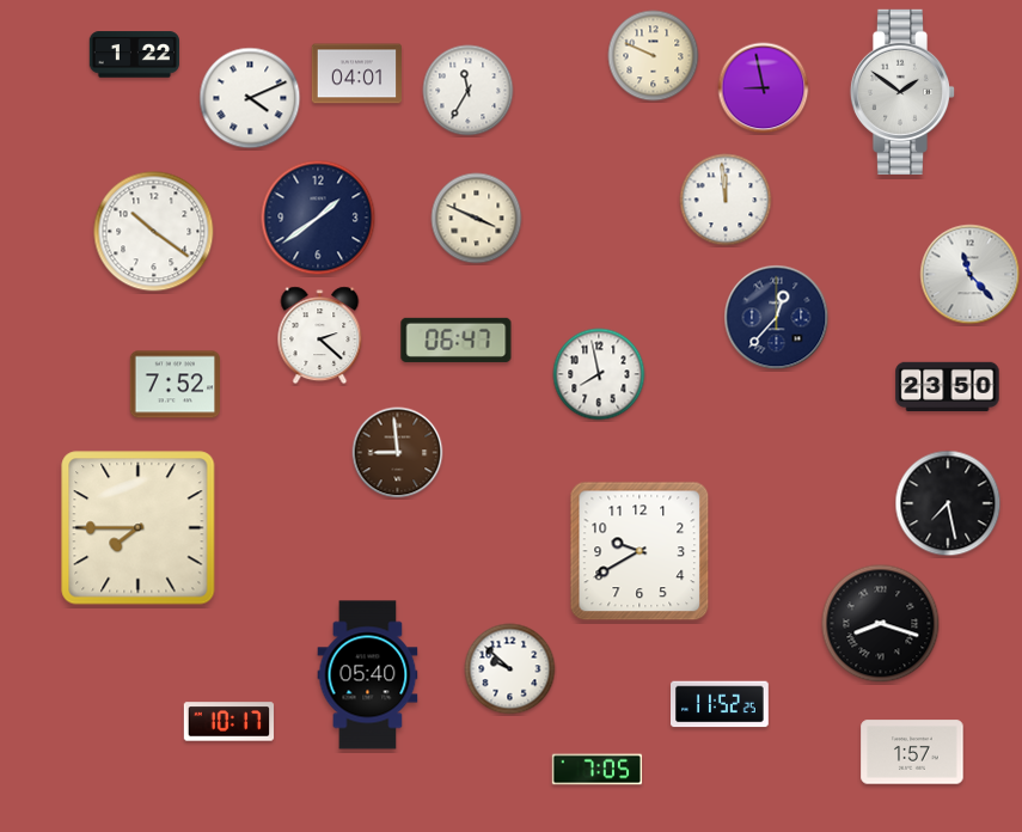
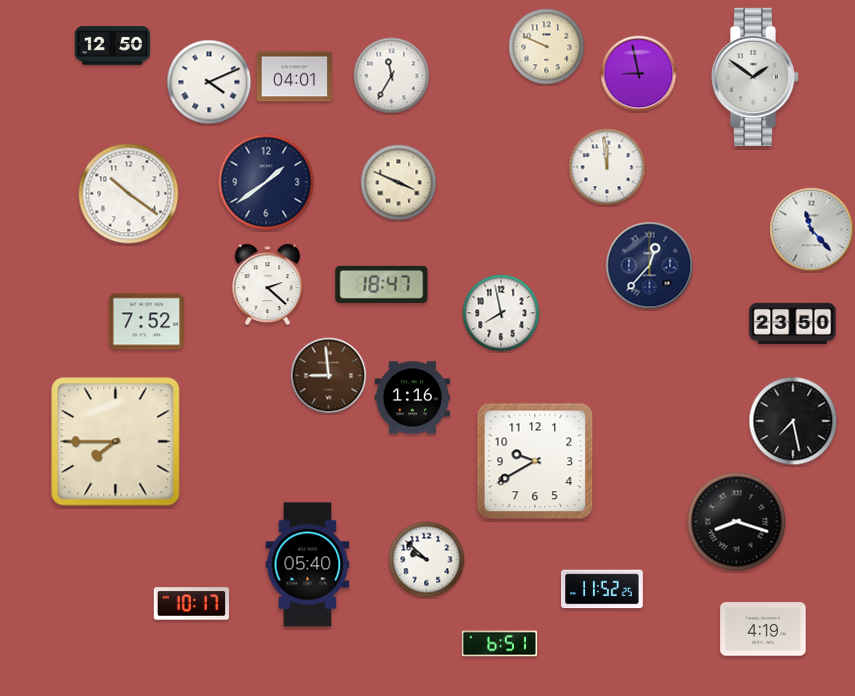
clock at (134, 55): 1:22 -> 12:50
clock at (356, 74) position: (356, 74) -> (294, 77)
clock at (320, 336) position: (320, 336) -> (268, 285)
clock at (457, 339): 06:47 -> 18:47
clock at (398, 453) position: (398, 453) -> (329, 376)
clock at (413, 398): none -> 1:16
clock at (912, 752): 1:57 -> 4:19
clock at (598, 770): 7:05 -> 6:51
